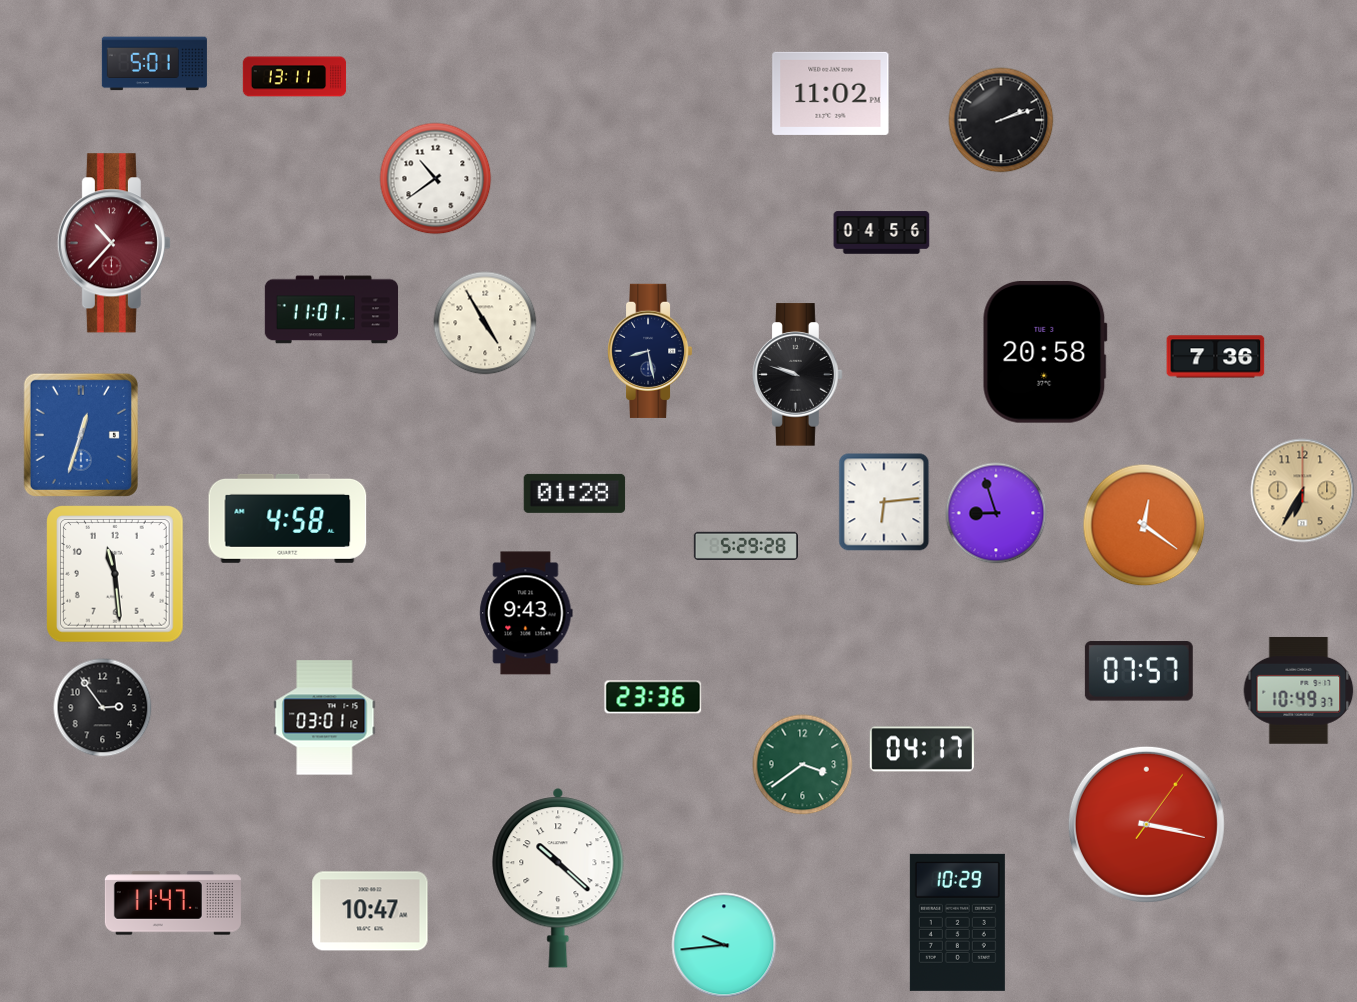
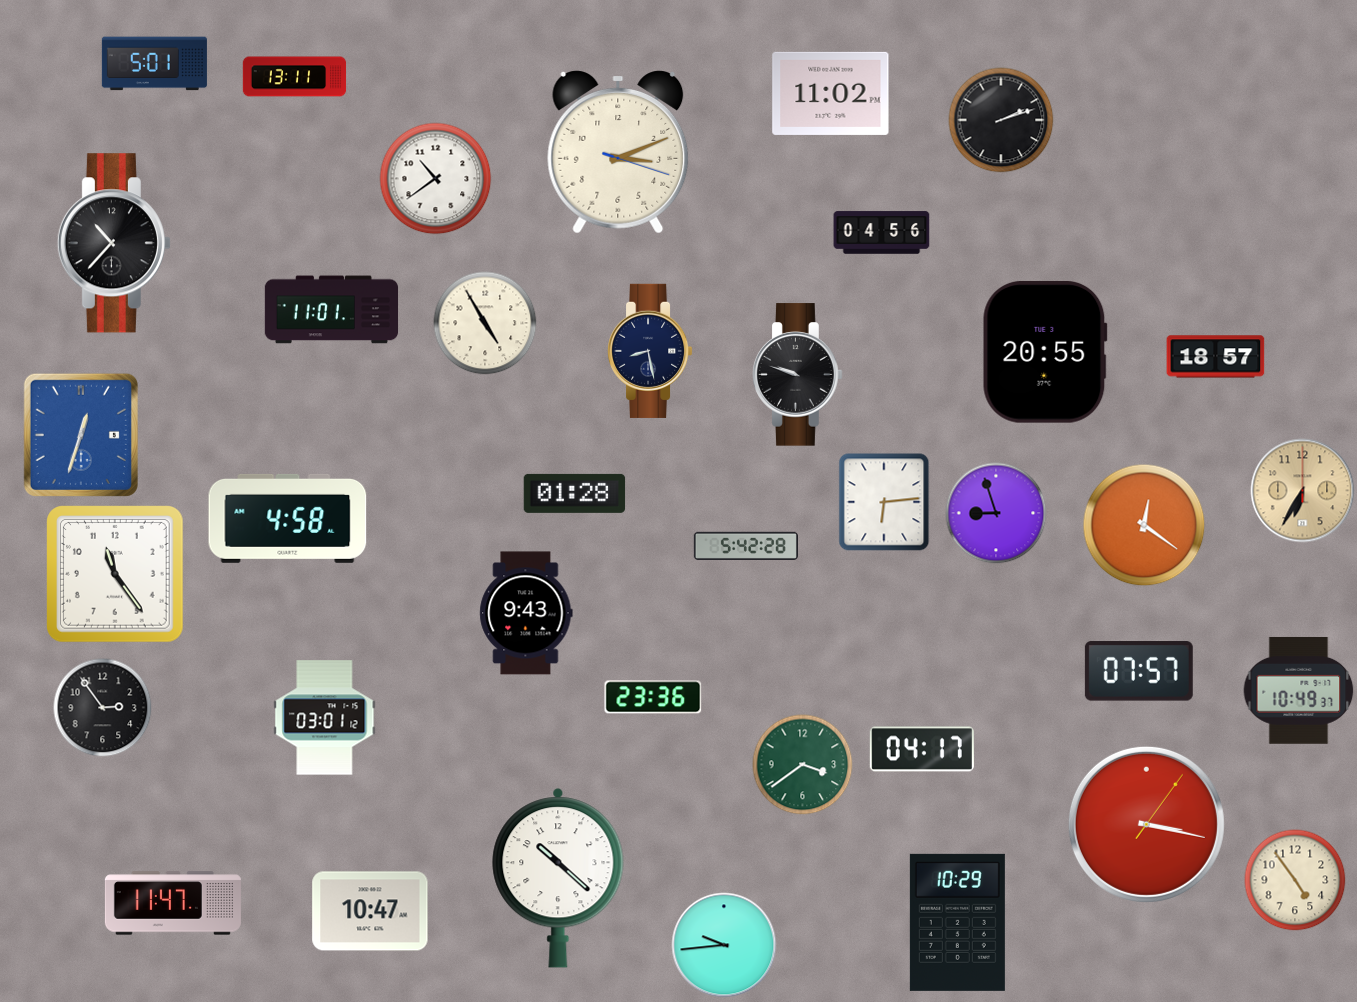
clock at (618, 152): none -> 3:11
clock at (114, 243) dial: burgundy -> black
clock at (1045, 352): 20:58 -> 20:55
clock at (1216, 357): 7:36 -> 18:57
clock at (746, 545): 5:29 -> 5:42
clock at (116, 575): 11:29 -> 11:24
clock at (1295, 880): none -> 4:54
